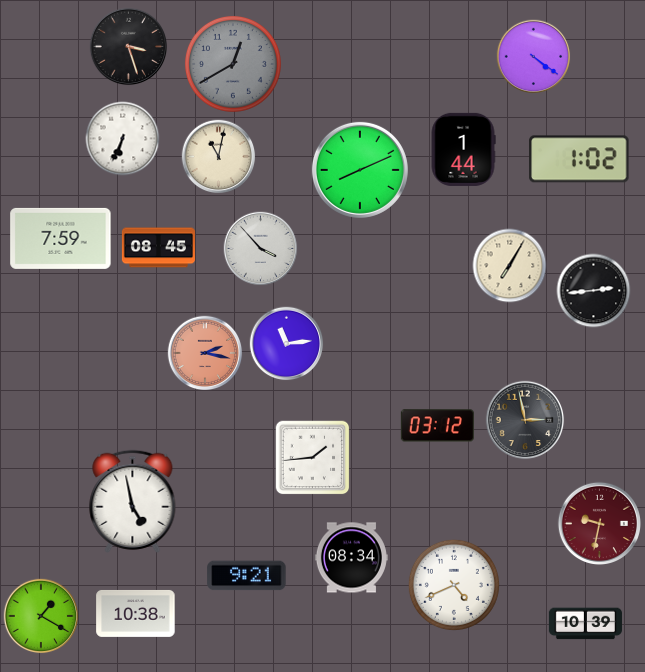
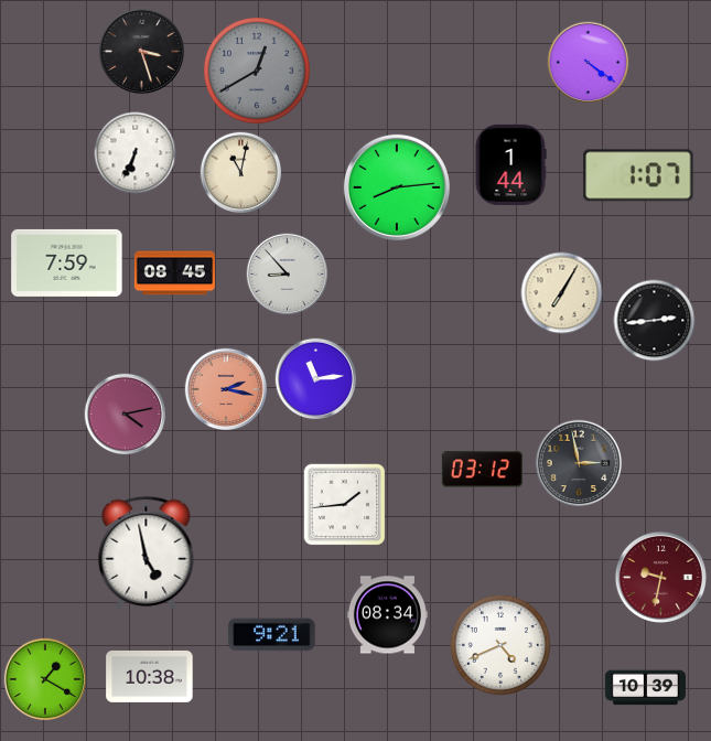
clock at (579, 159): 1:02 -> 1:07
clock at (360, 170): 8:11 -> 8:14
clock at (261, 249): 3:53 -> 8:53
clock at (126, 415): none -> 4:13
